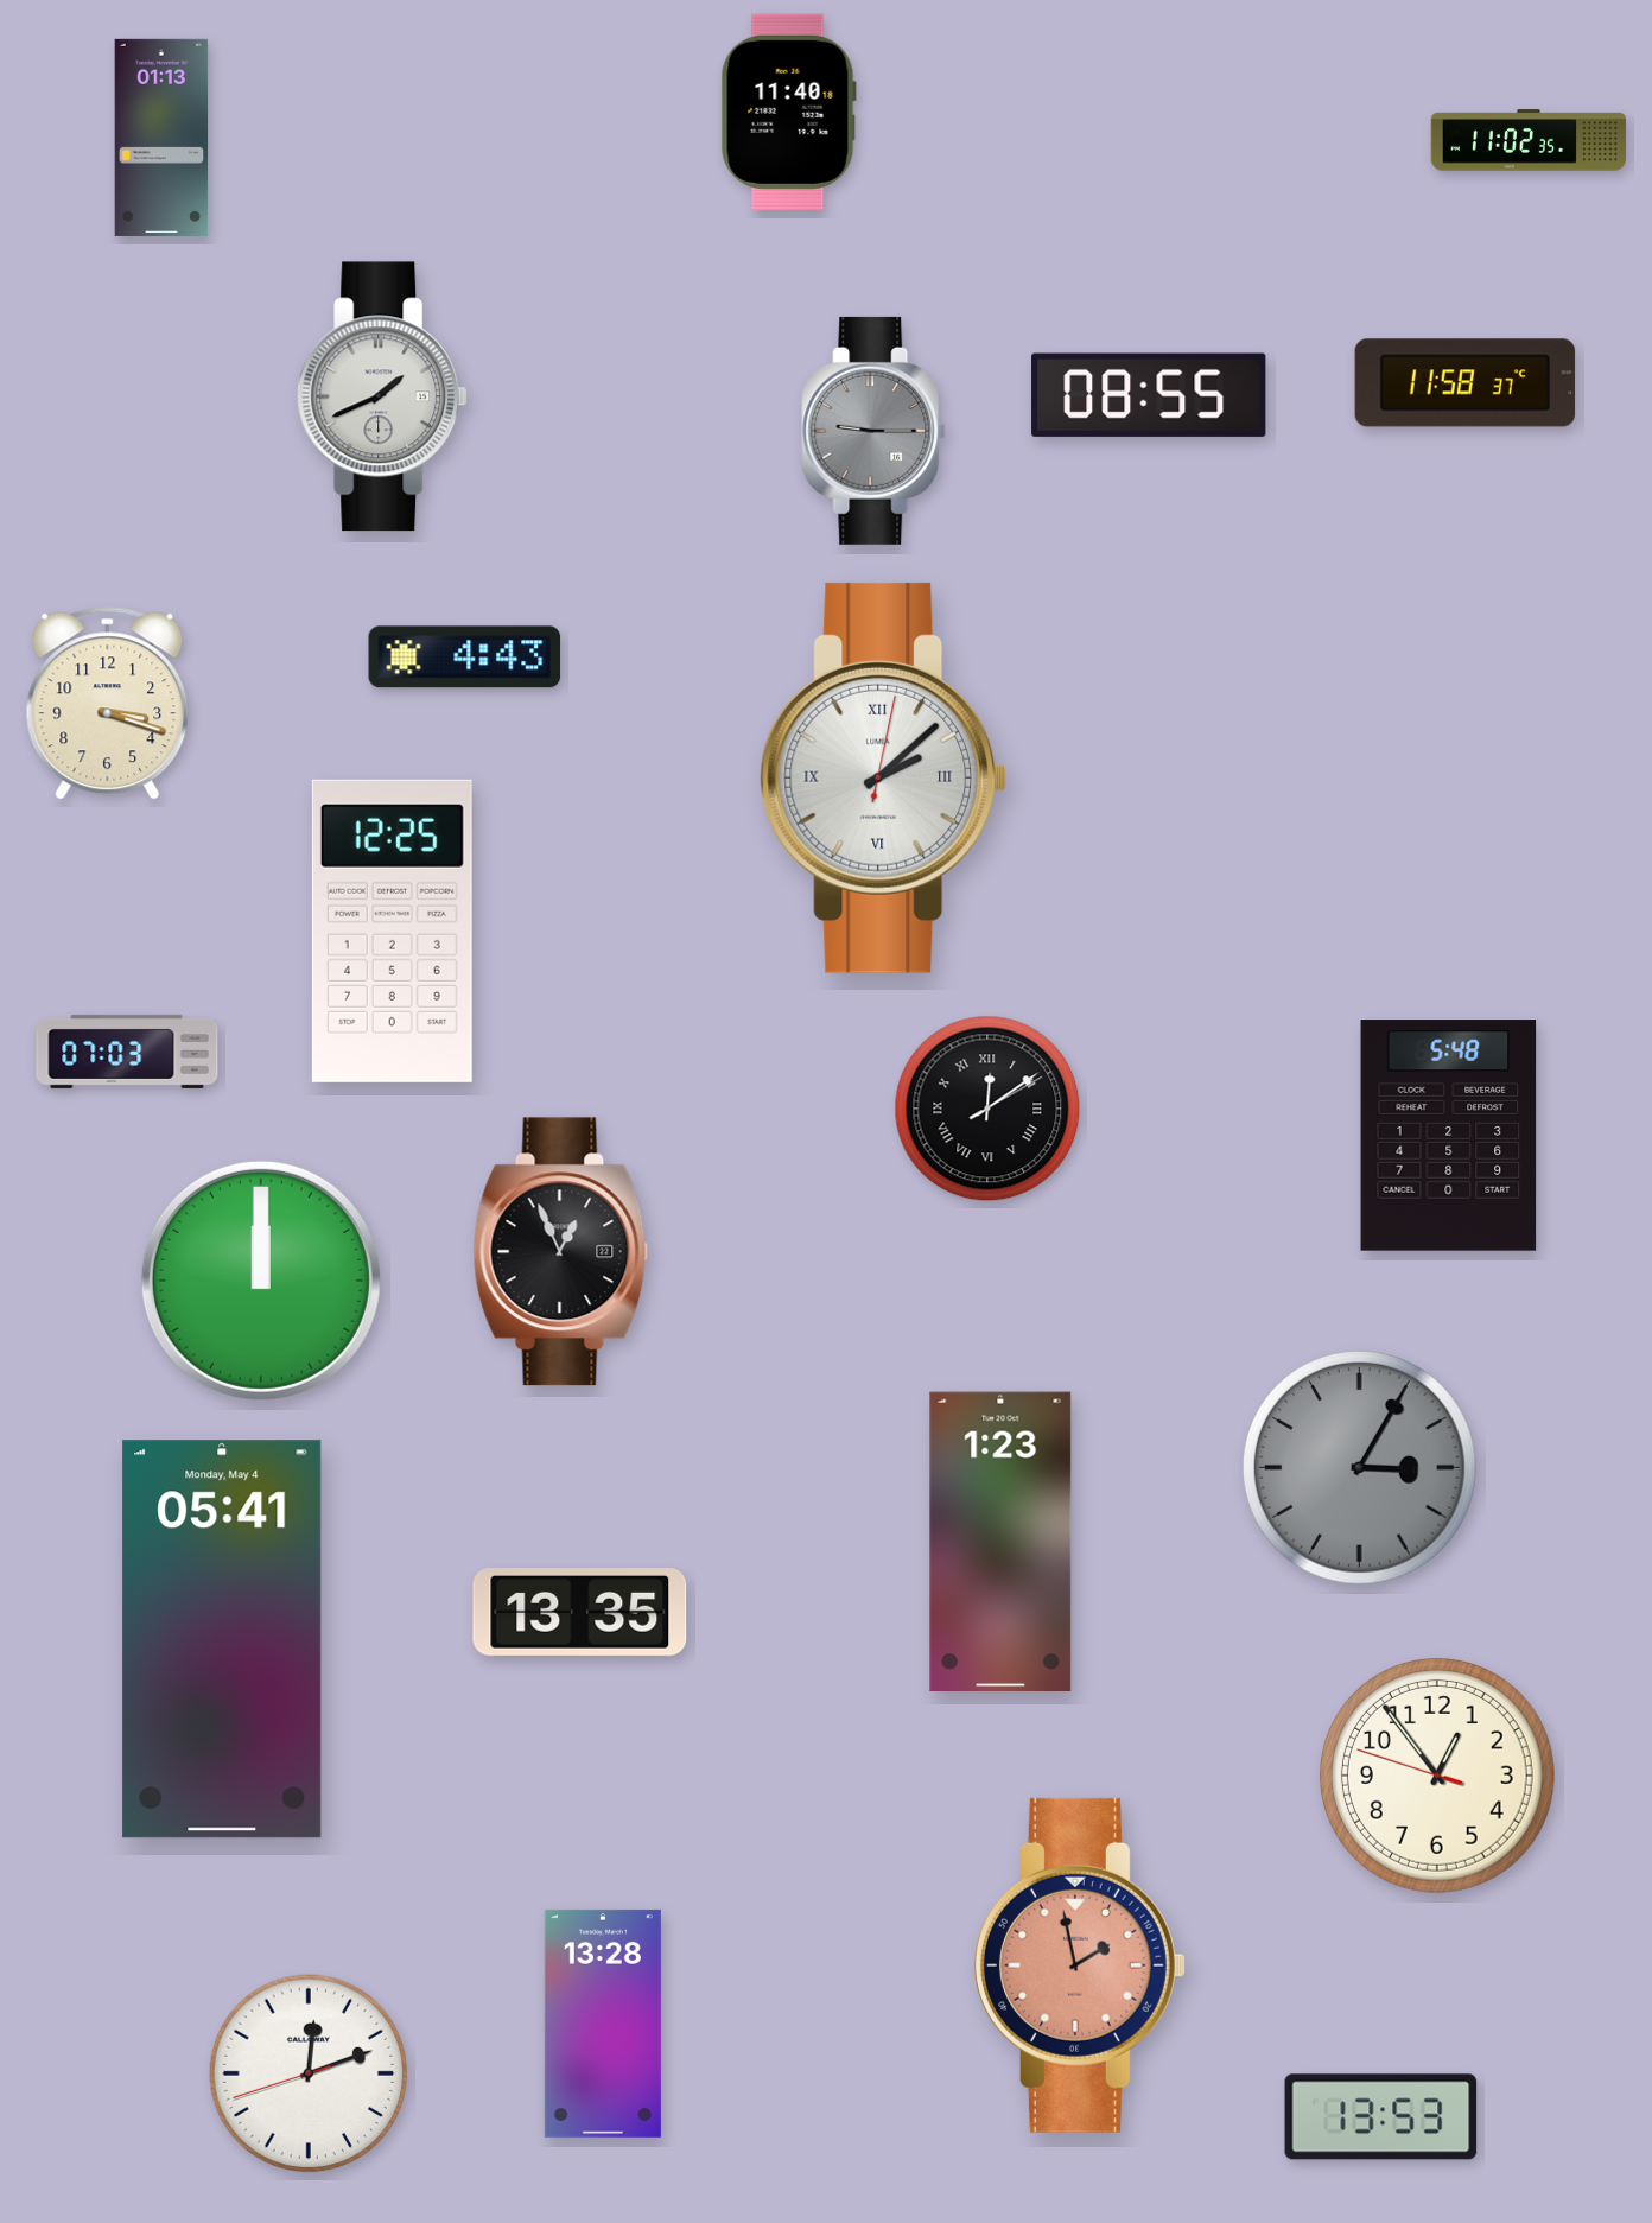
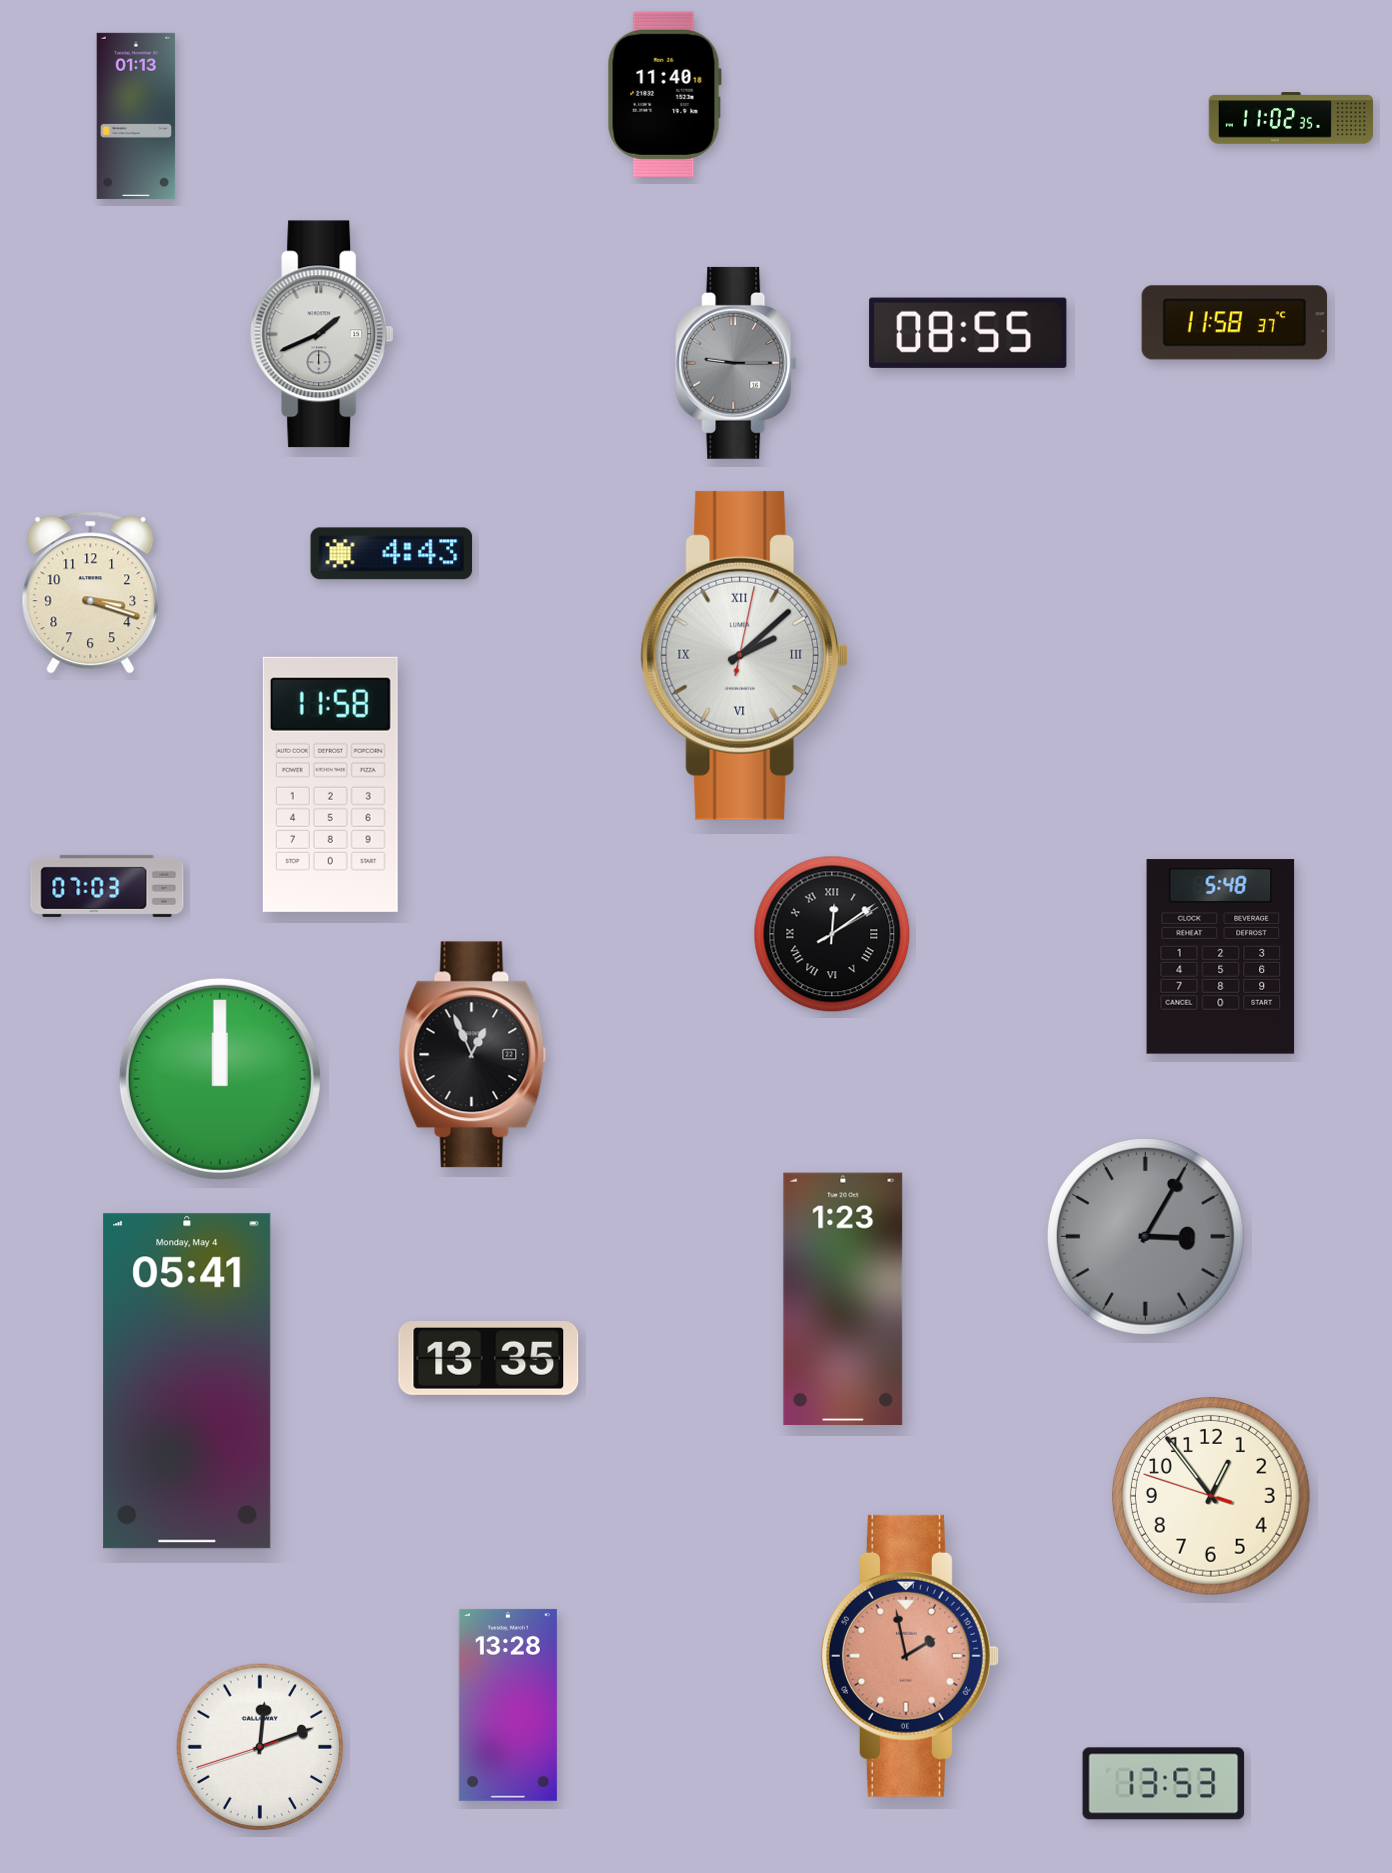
clock at (1529, 140) position: (1529, 140) -> (1291, 118)
clock at (392, 931): 12:25 -> 11:58
